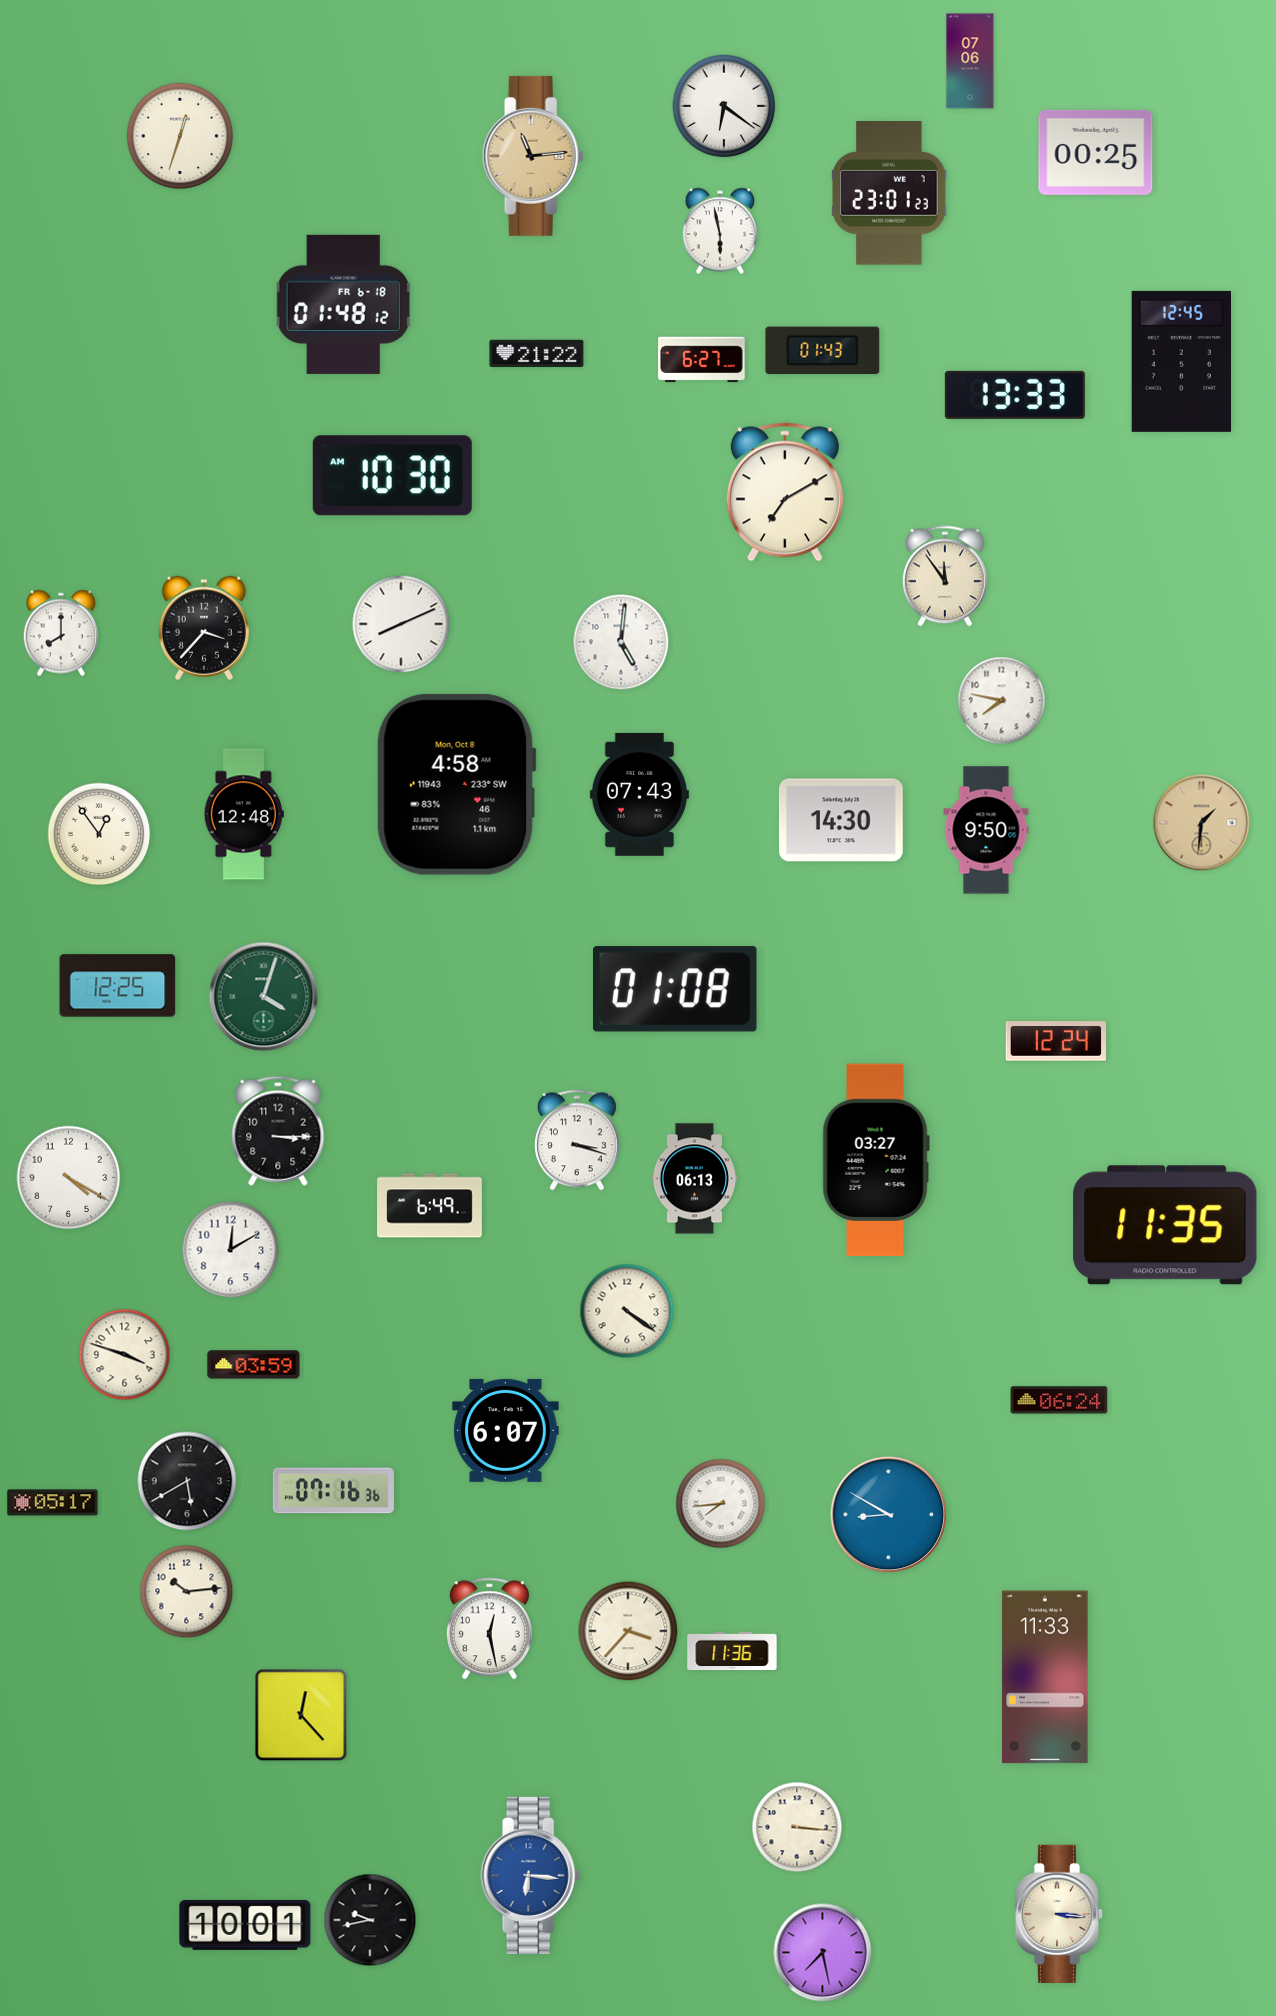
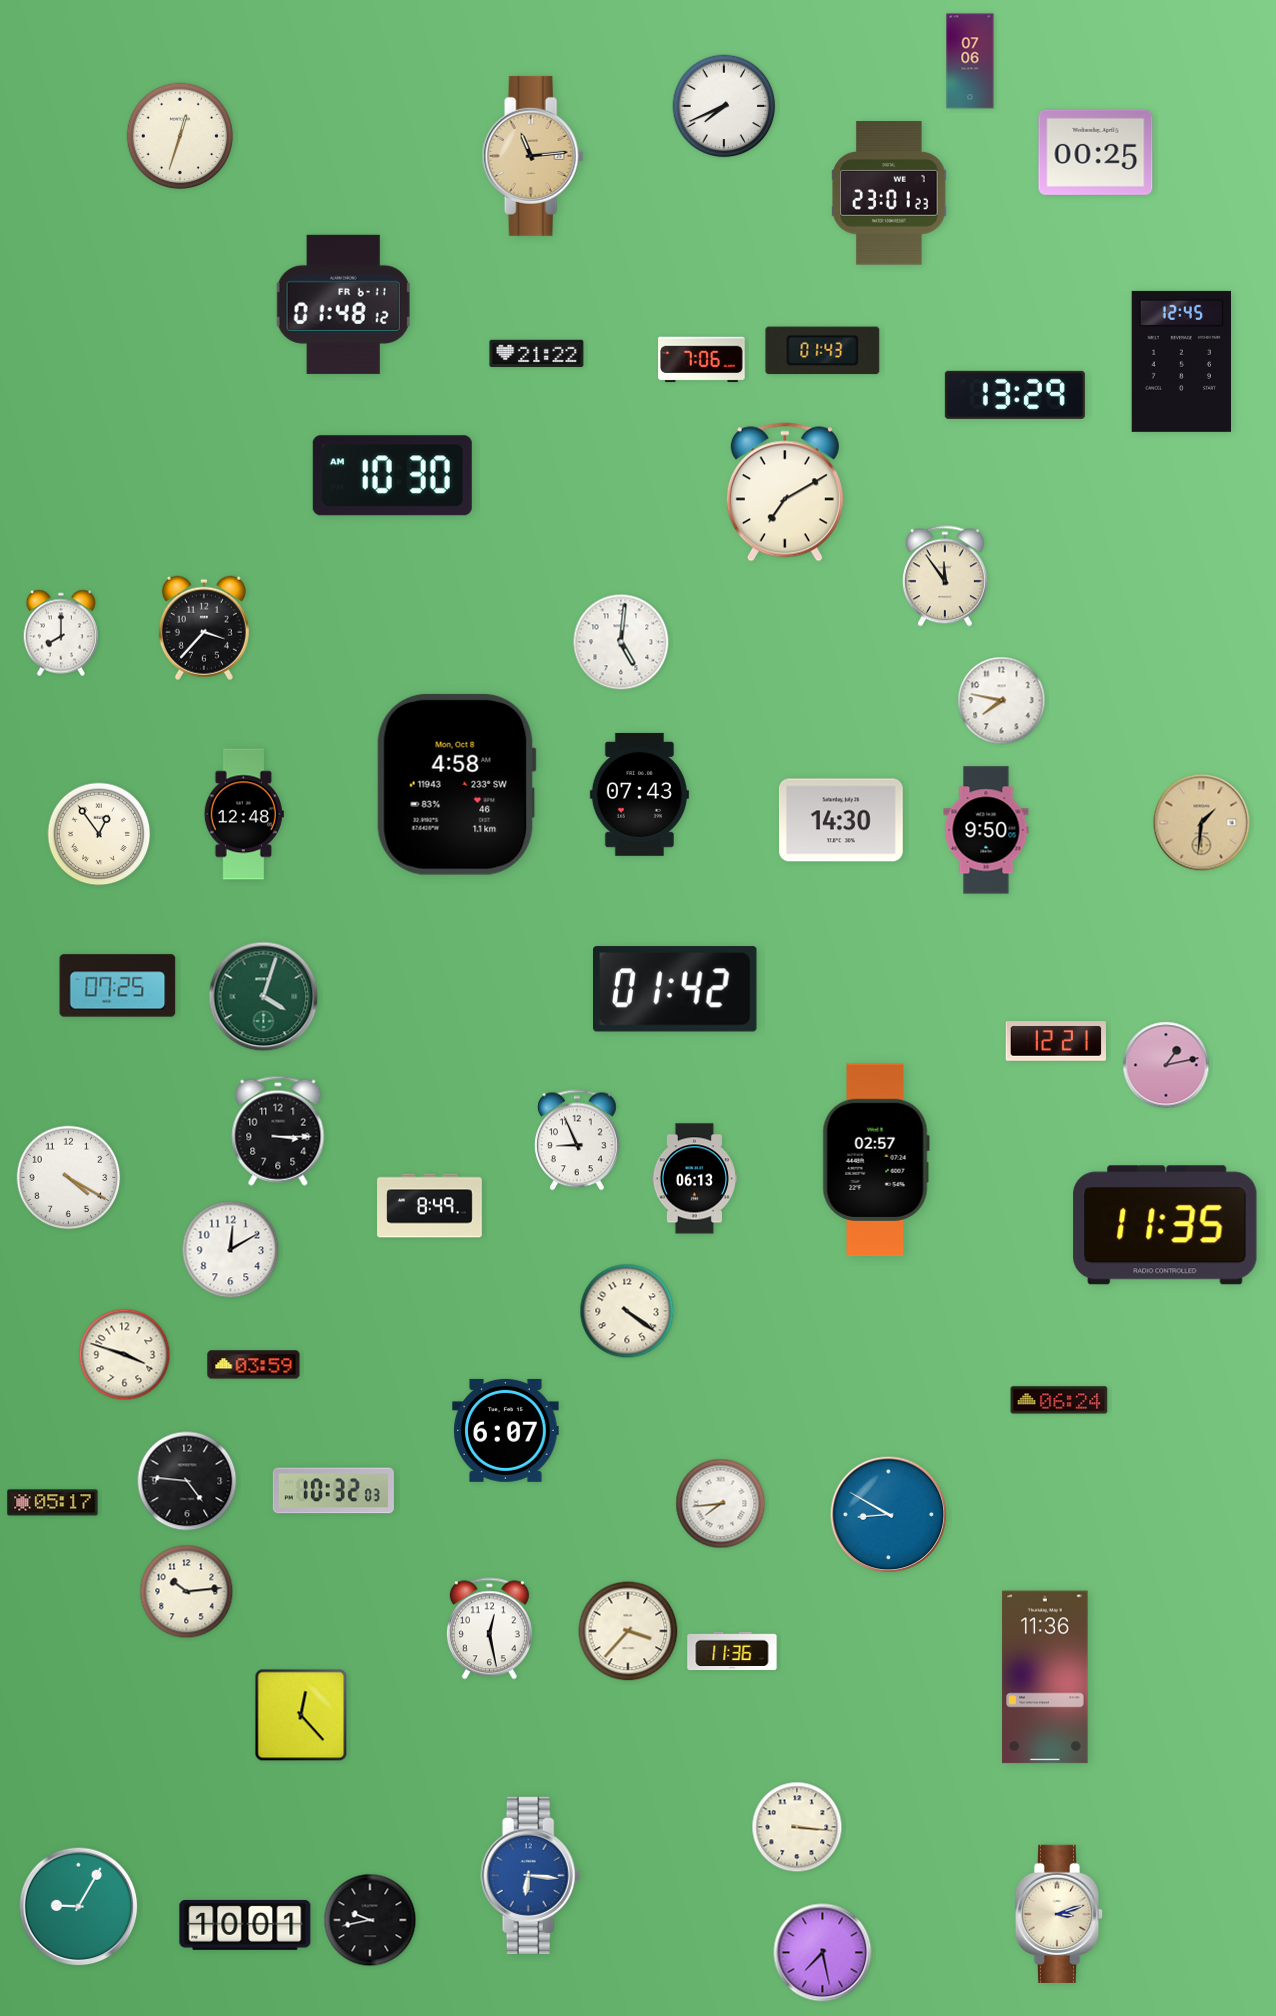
clock at (724, 106): 6:21 -> 7:41
clock at (720, 231): 5:58 -> none
clock at (343, 304) date: FR 6-18 -> FR 6-11
clock at (702, 360): 6:27 -> 7:06
clock at (1015, 395): 13:33 -> 13:29
clock at (401, 624): 8:11 -> none
clock at (118, 986): 12:25 -> 07:25
clock at (676, 989): 01:08 -> 01:42
clock at (1055, 1041): 12:24 -> 12:21
clock at (1166, 1065): none -> 1:13
clock at (577, 1140): 3:18 -> 8:56
clock at (876, 1160): 03:27 -> 02:57
clock at (430, 1206): 6:49 -> 8:49
clock at (187, 1481): 5:40 -> 4:46
clock at (333, 1491): 07:16 -> 10:32
clock at (1045, 1677): 11:33 -> 11:36
clock at (79, 1907): none -> 9:05
clock at (1059, 1914): 3:16 -> 3:12
